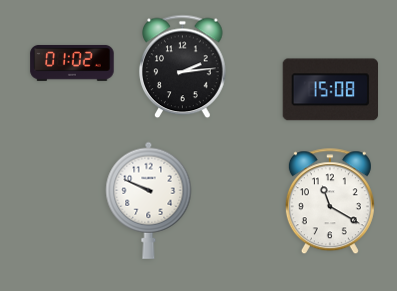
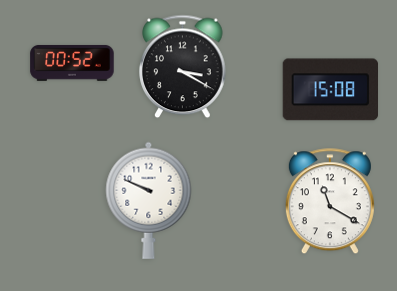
clock at (72, 63): 01:02 -> 00:52
clock at (183, 67): 2:14 -> 3:20
